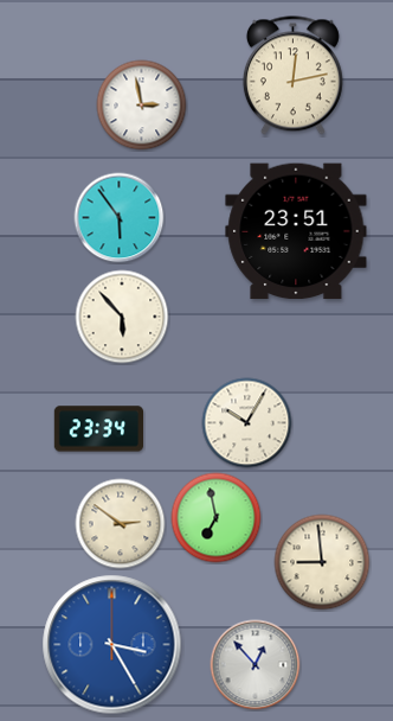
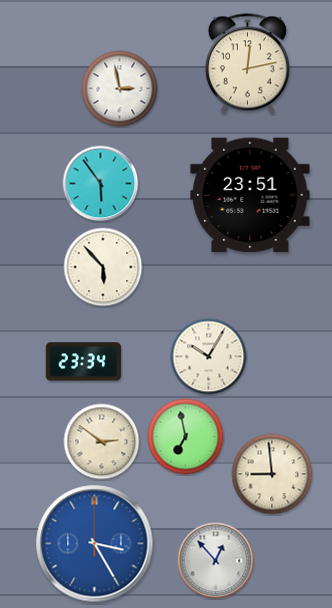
clock at (217, 518) position: (217, 518) -> (186, 437)
